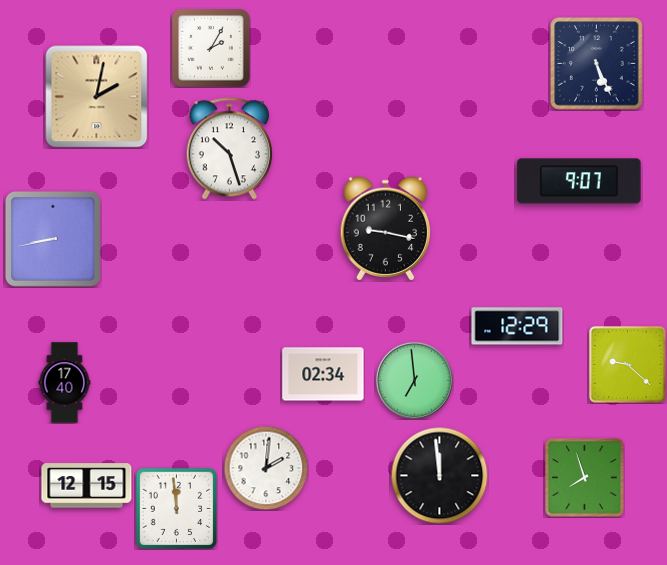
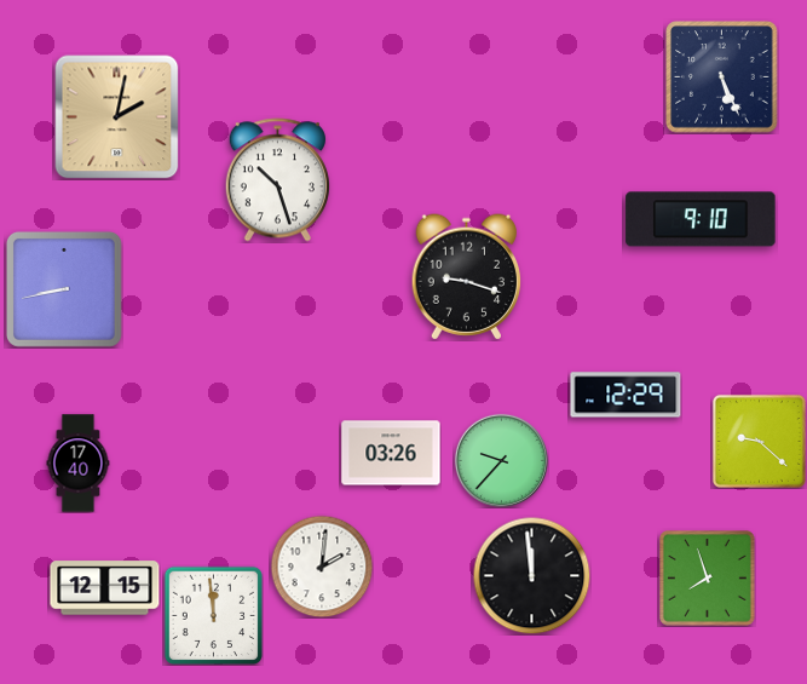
clock at (211, 48): 2:05 -> none
clock at (579, 181): 9:07 -> 9:10
clock at (386, 229): 9:17 -> 9:18
clock at (323, 374): 02:34 -> 03:26
clock at (414, 380): 6:59 -> 9:37
